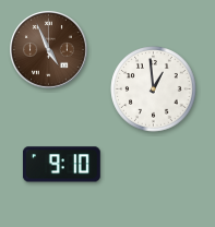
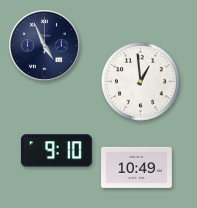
clock at (49, 50) dial: brown -> navy
clock at (137, 167): none -> 10:49
